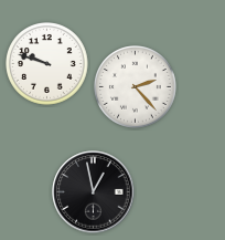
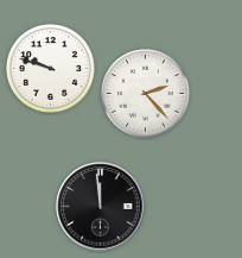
clock at (94, 192): 12:58 -> 11:59
